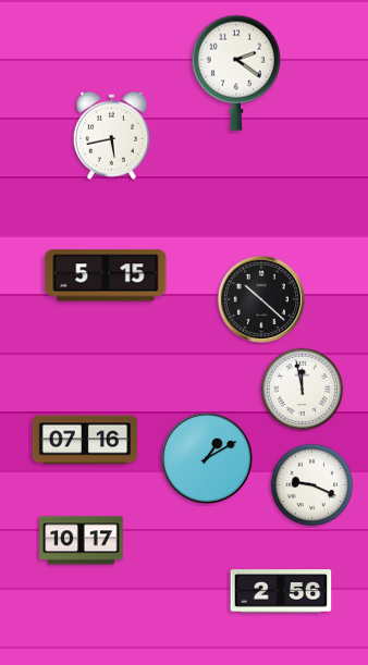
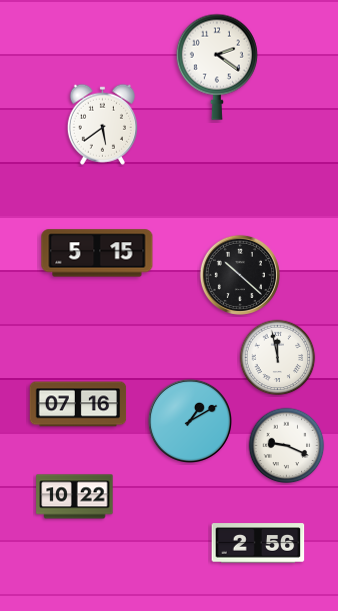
clock at (111, 135): 5:43 -> 5:39
clock at (82, 541): 10:17 -> 10:22
